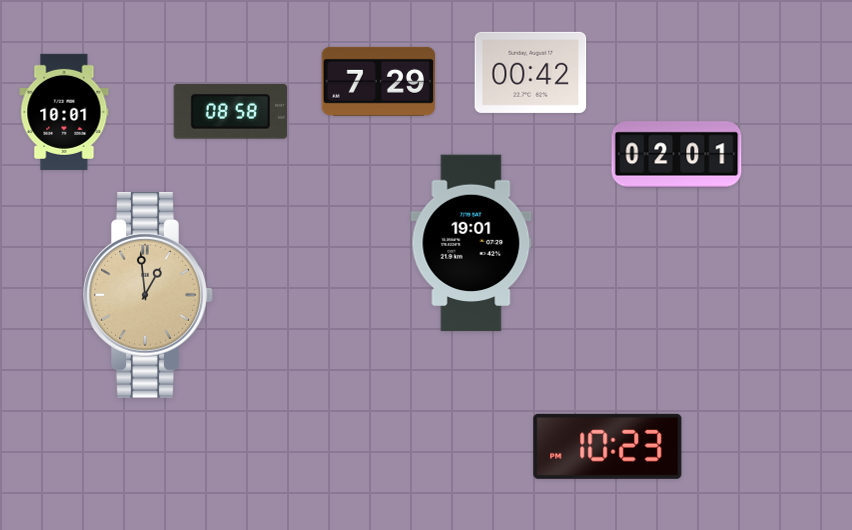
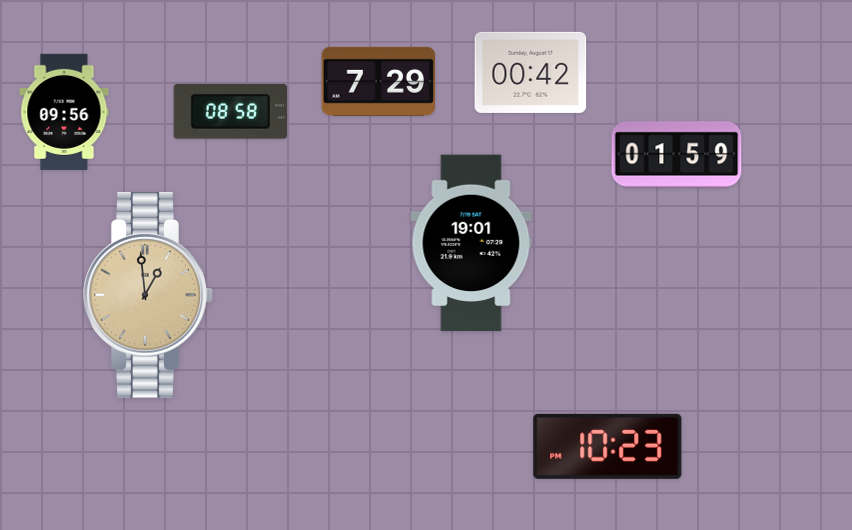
clock at (64, 112): 10:01 -> 09:56
clock at (677, 155): 02:01 -> 01:59
